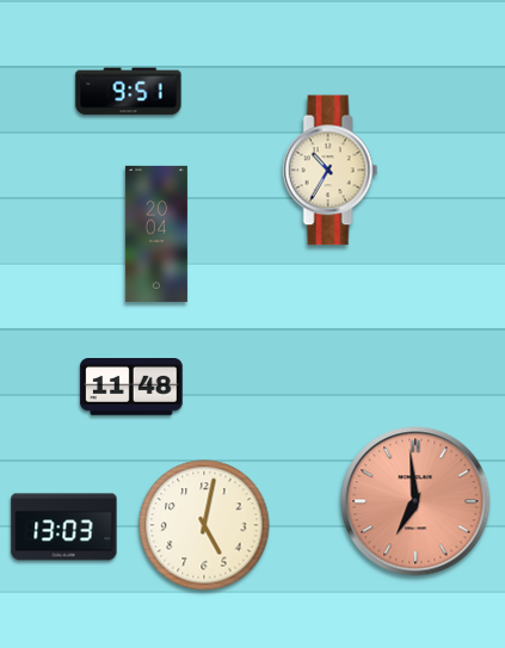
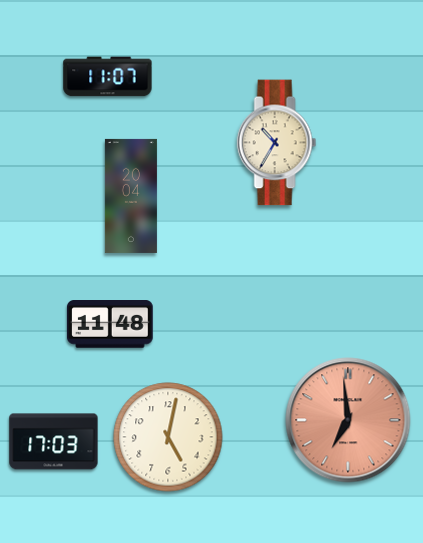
clock at (129, 92): 9:51 -> 11:07
clock at (204, 525) position: (204, 525) -> (168, 437)
clock at (64, 527): 13:03 -> 17:03
